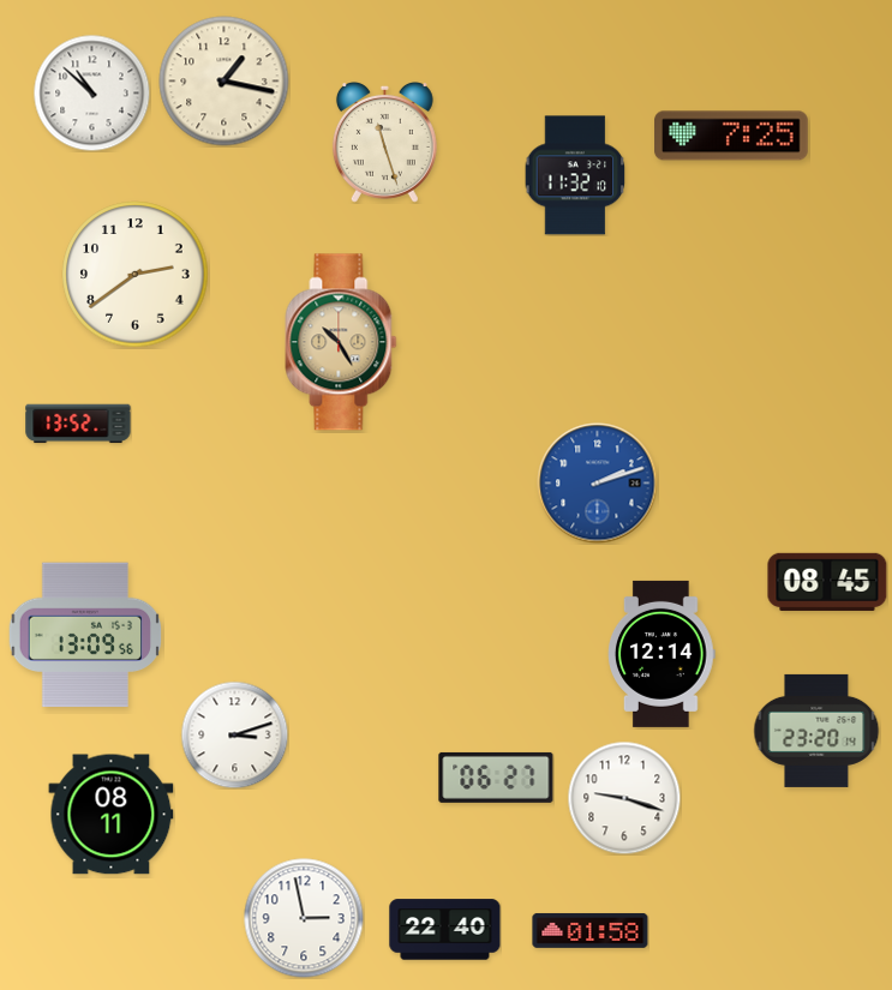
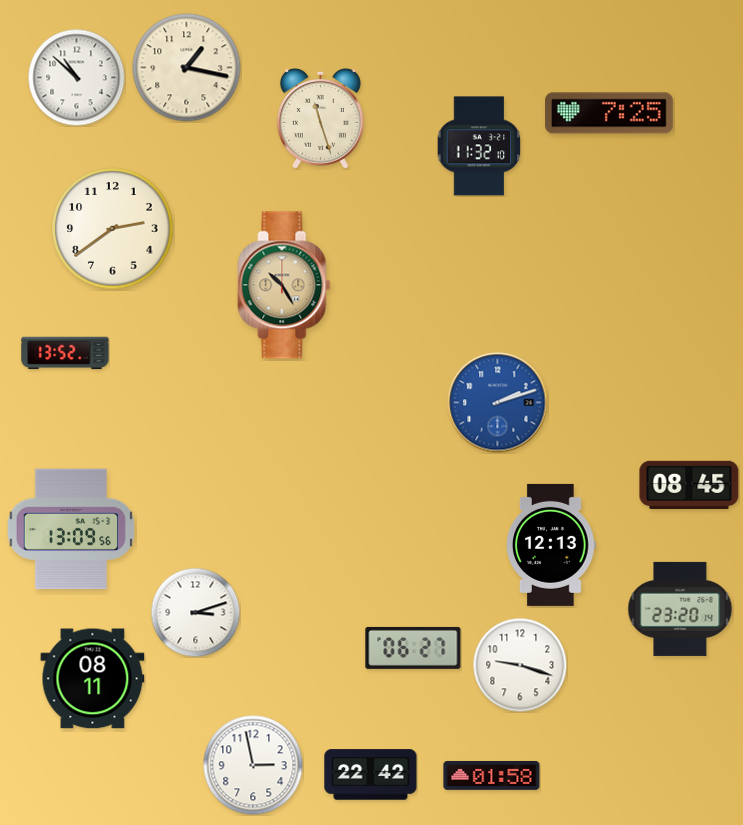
clock at (663, 654): 12:14 -> 12:13
clock at (445, 930): 22:40 -> 22:42
